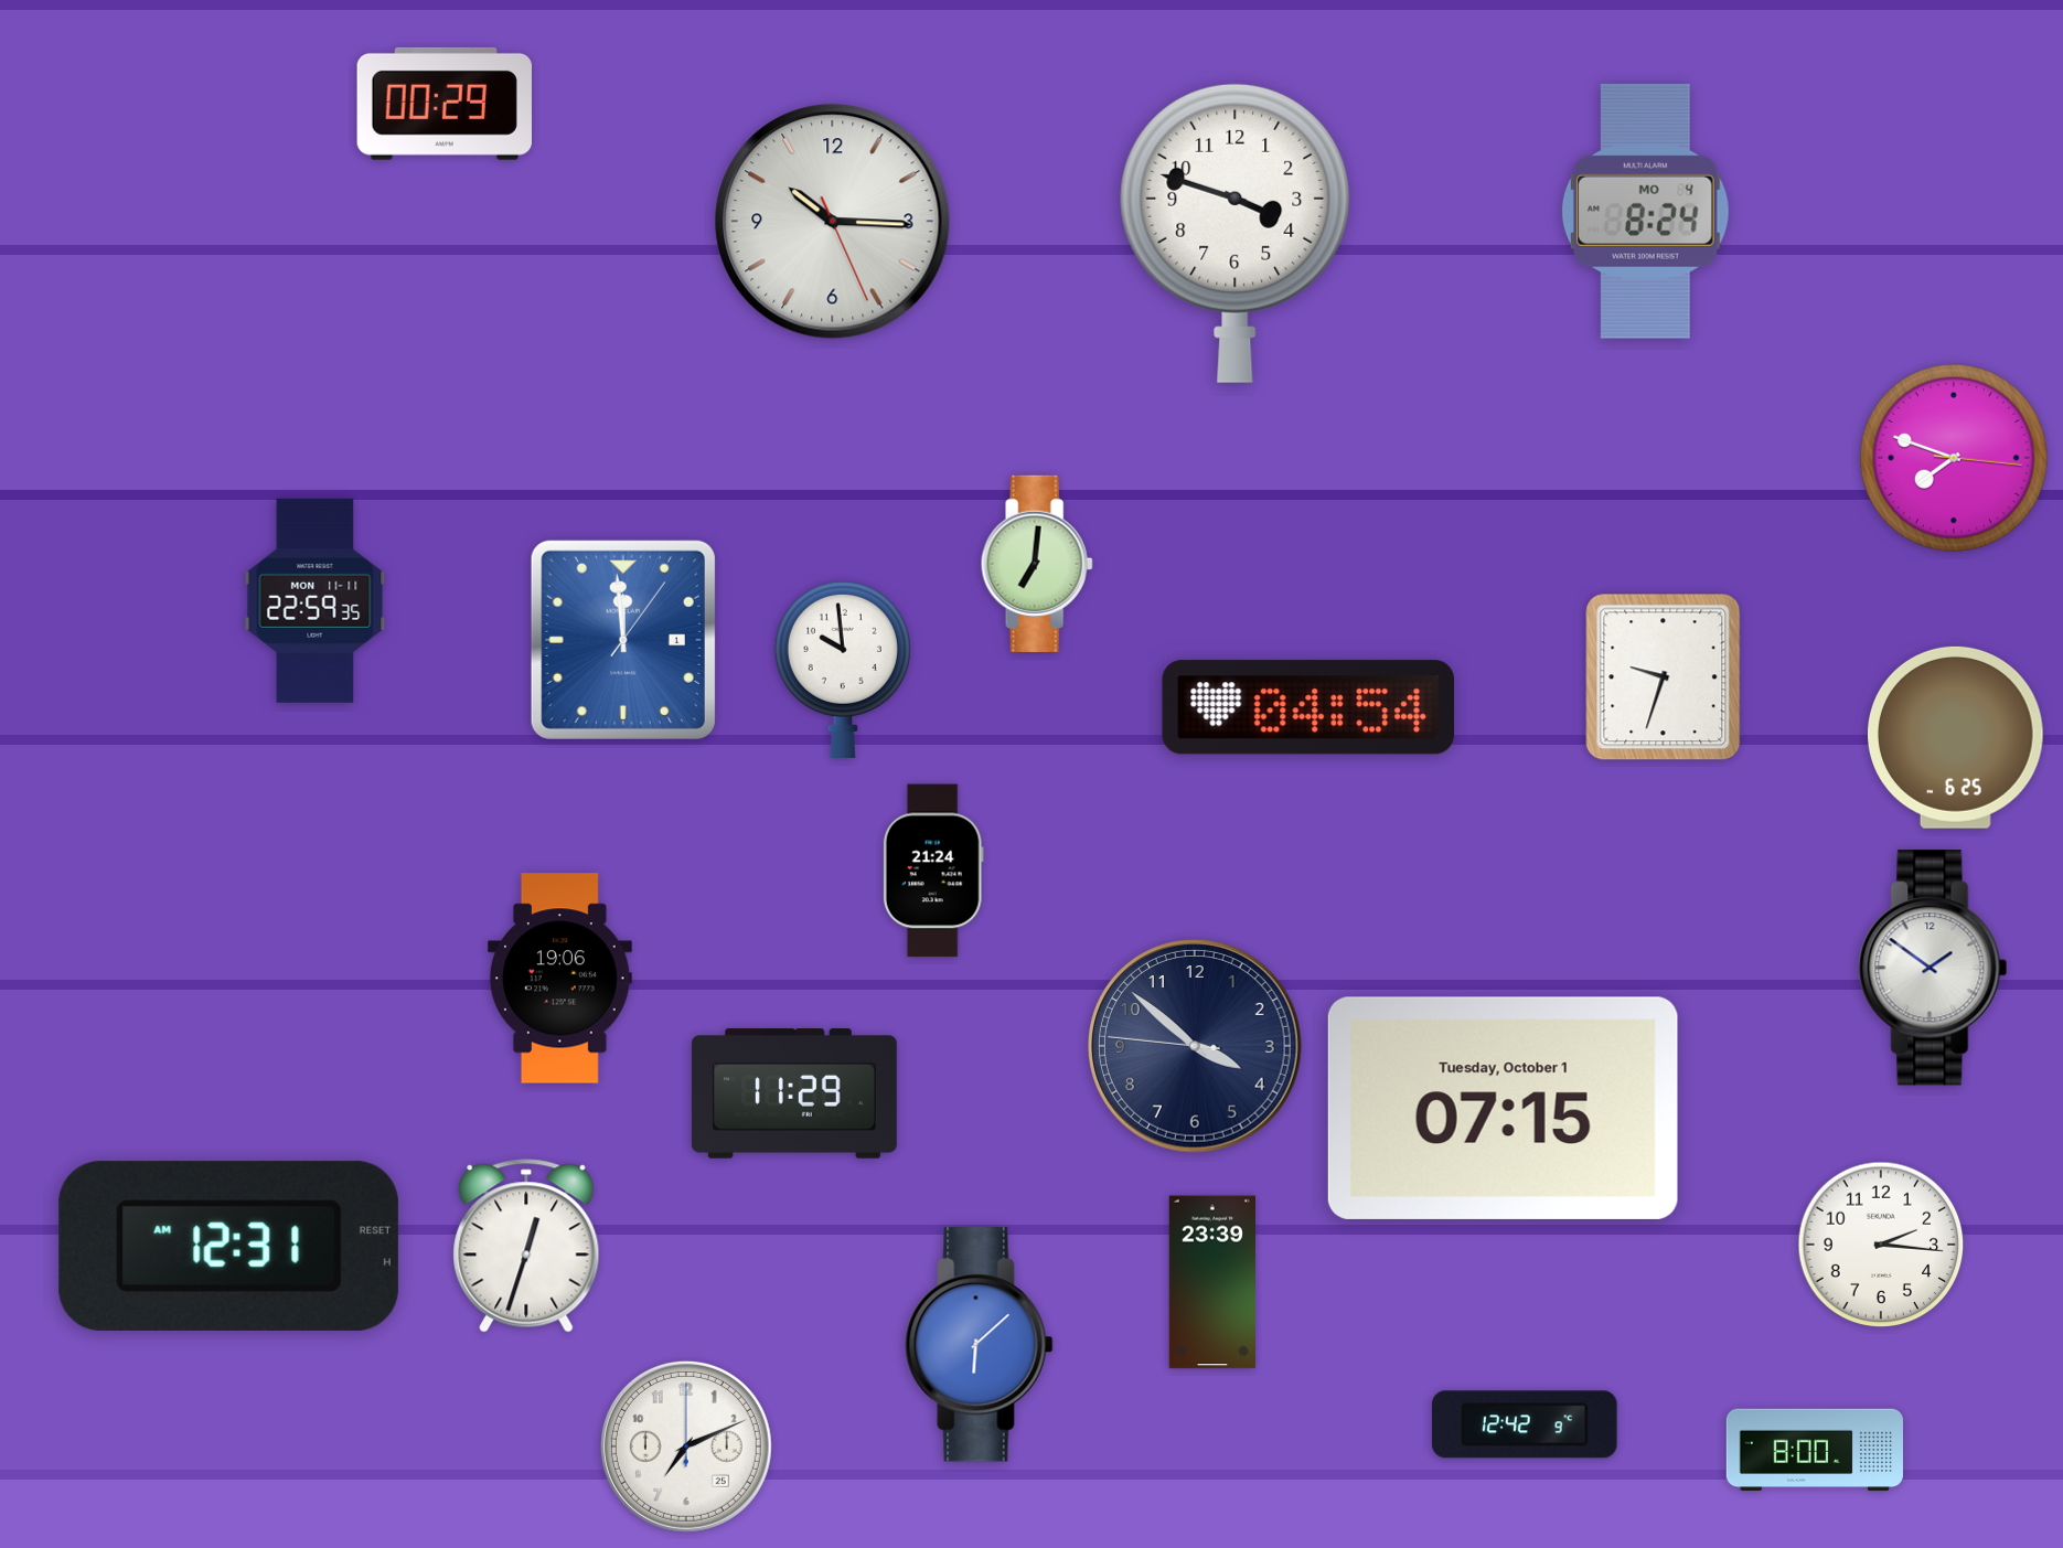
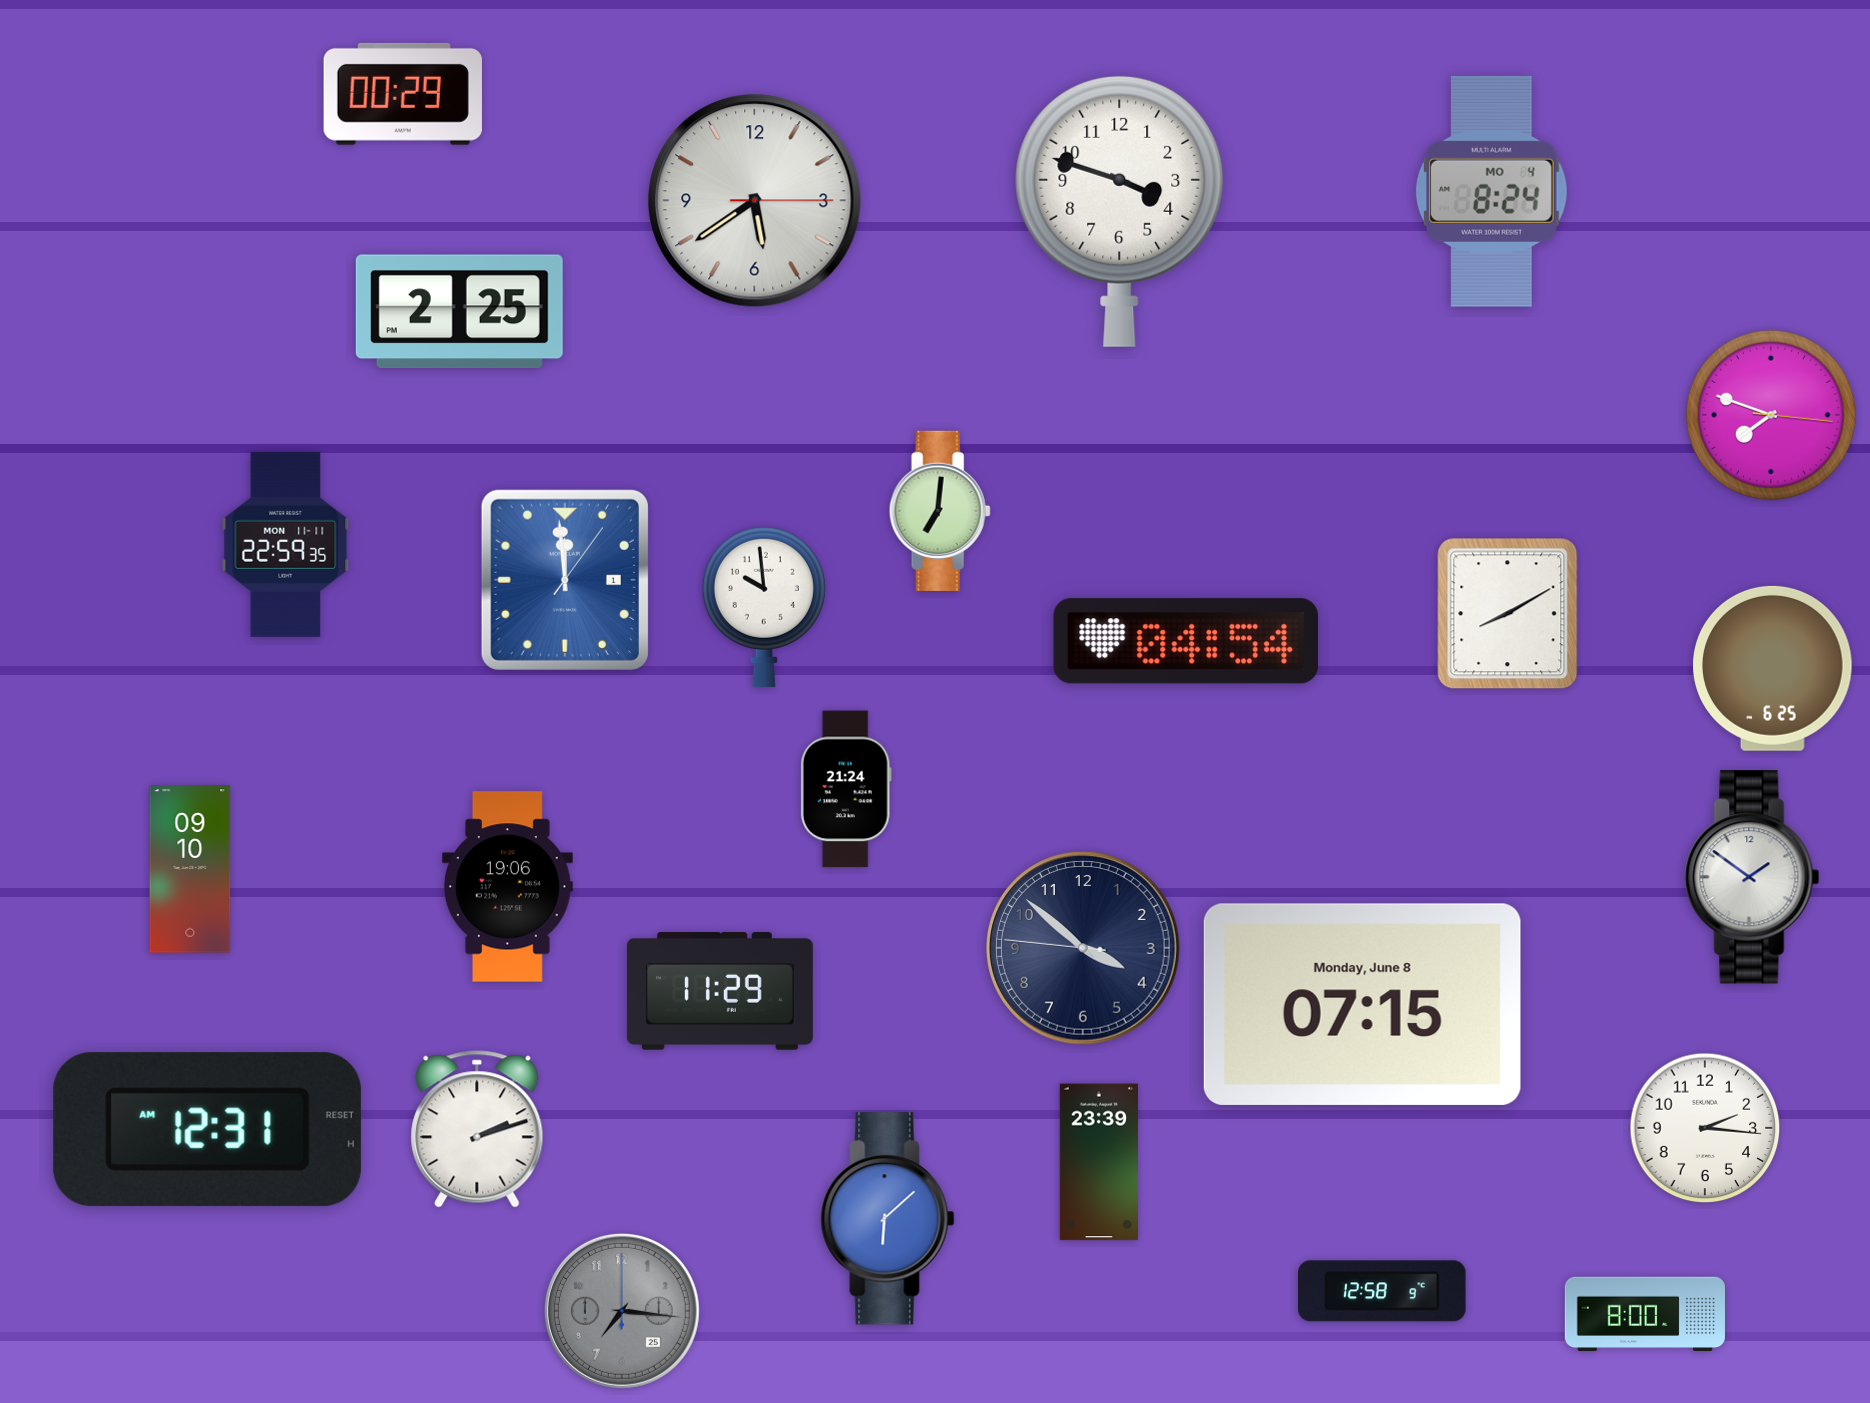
clock at (833, 222): 10:15 -> 5:39
clock at (459, 311): none -> 2:25
clock at (1664, 677): 9:33 -> 8:10
clock at (190, 869): none -> 09:10
clock at (1503, 1108) date: Tuesday, October 1 -> Monday, June 8
clock at (526, 1246): 12:33 -> 2:12
clock at (1525, 1424): 12:42 -> 12:58
clock at (686, 1446): 7:11 -> 7:16
clock at (686, 1446) dial: white -> grey
